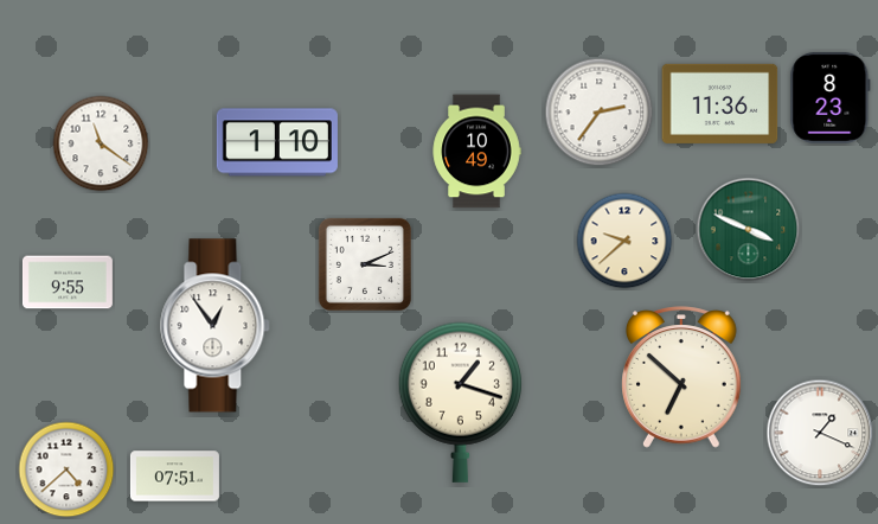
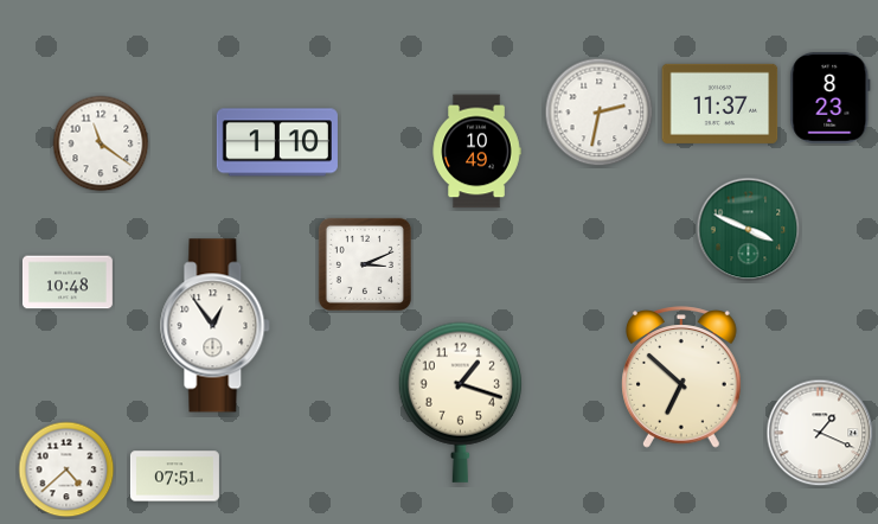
clock at (720, 103): 11:36 -> 11:37
clock at (600, 113): 2:36 -> 2:32
clock at (624, 241): 9:38 -> none
clock at (68, 282): 9:55 -> 10:48
